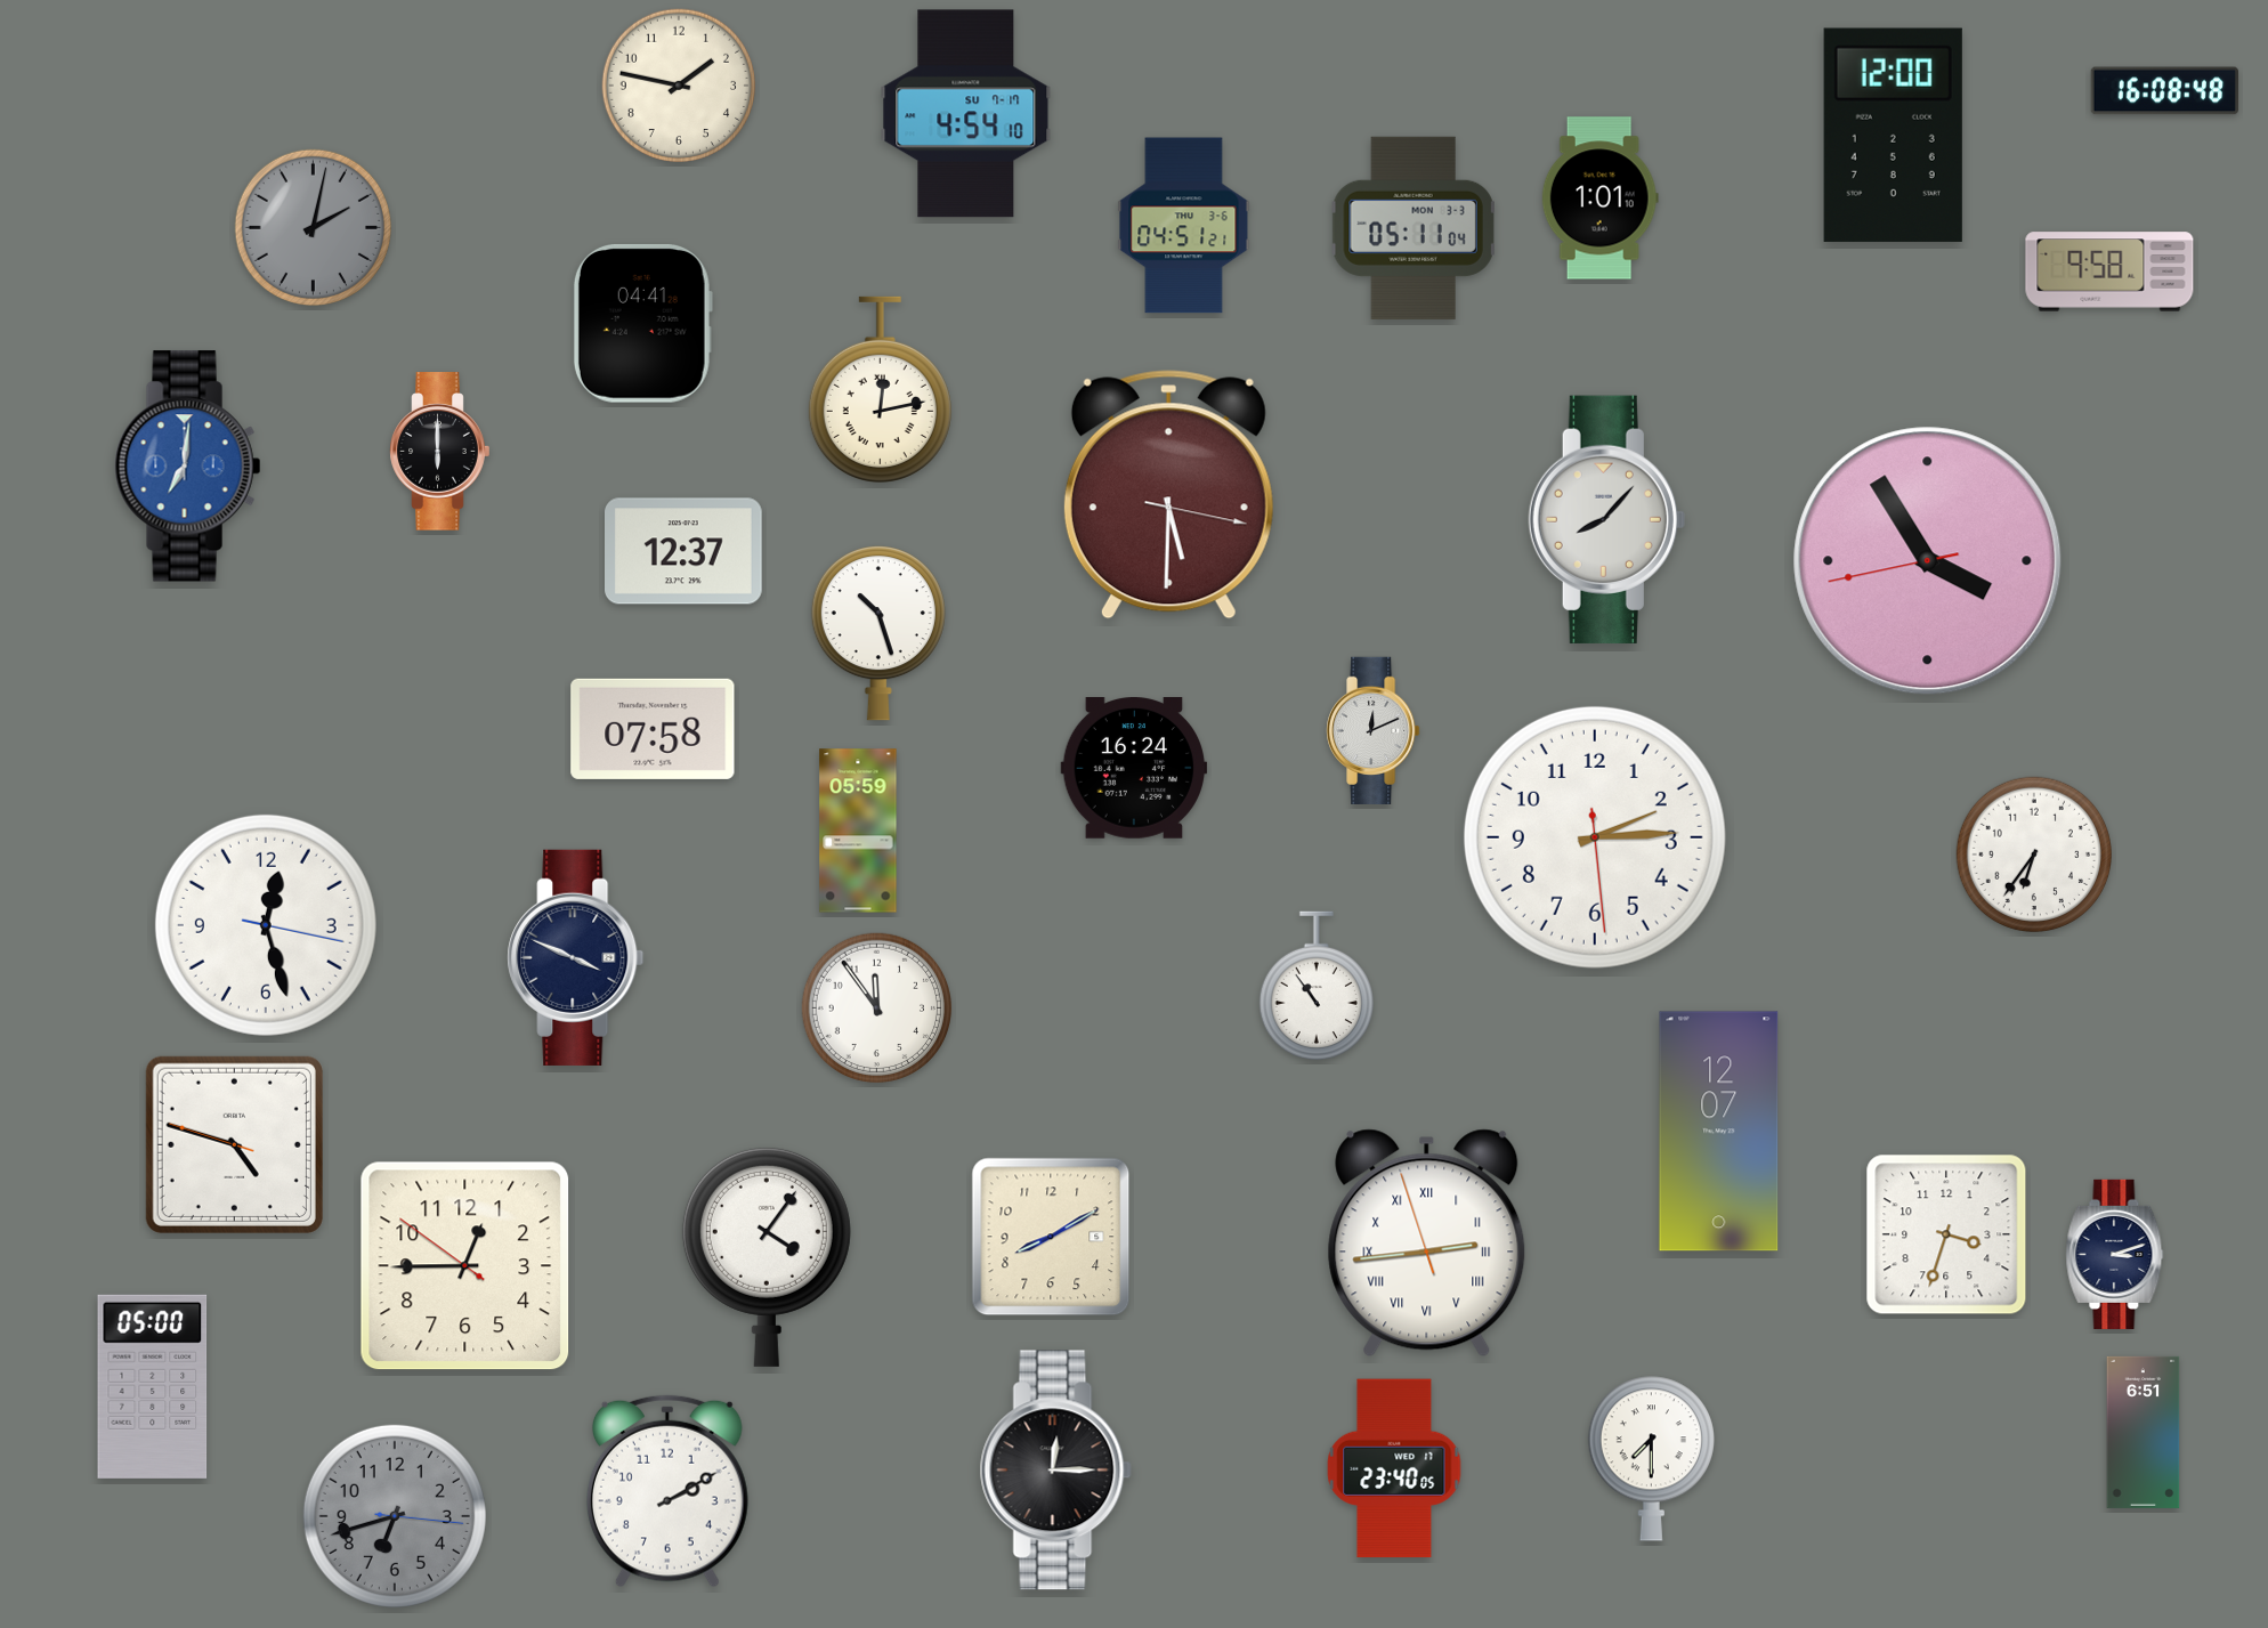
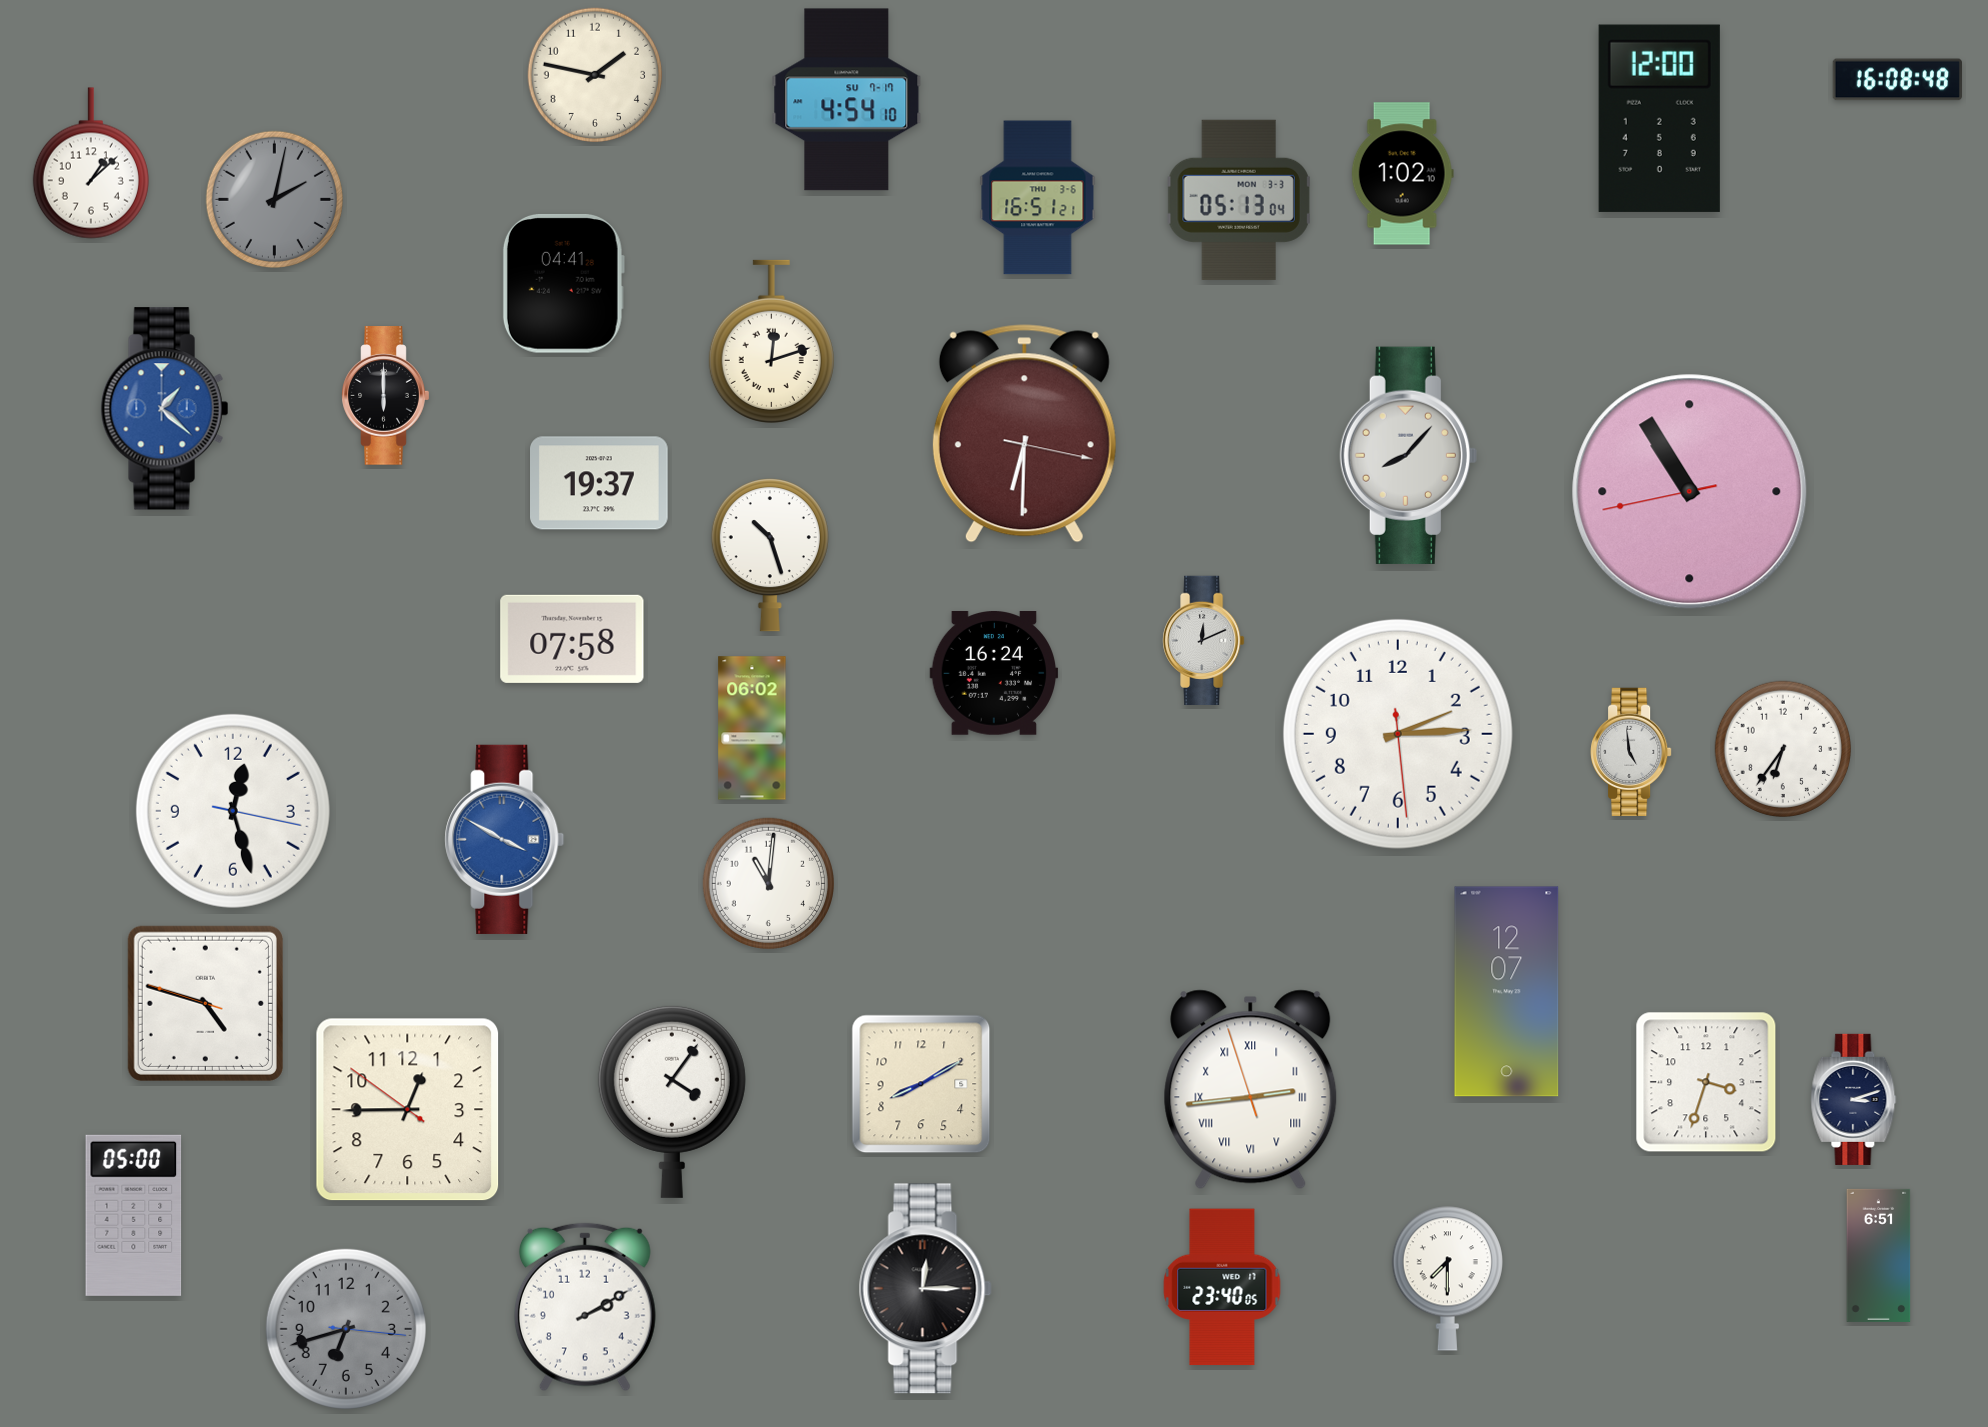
clock at (91, 163): none -> 1:08
clock at (1599, 199): 1:01 -> 1:02
clock at (1184, 226): 04:51 -> 16:51
clock at (1414, 228): 05:11 -> 05:13
clock at (2109, 272): 9:58 -> none
clock at (880, 389): 12:13 -> 12:12
clock at (188, 467): 7:01 -> 1:22
clock at (1168, 495): 5:30 -> 6:30
clock at (685, 551): 12:37 -> 19:37
clock at (1928, 561): 3:54 -> 10:54
clock at (858, 831): 05:59 -> 06:02
clock at (1631, 752): none -> 4:59
clock at (576, 957): 3:49 -> 3:50
clock at (576, 957) dial: navy -> blue
clock at (1317, 986): 10:54 -> none
clock at (876, 1007): 11:54 -> 11:01
